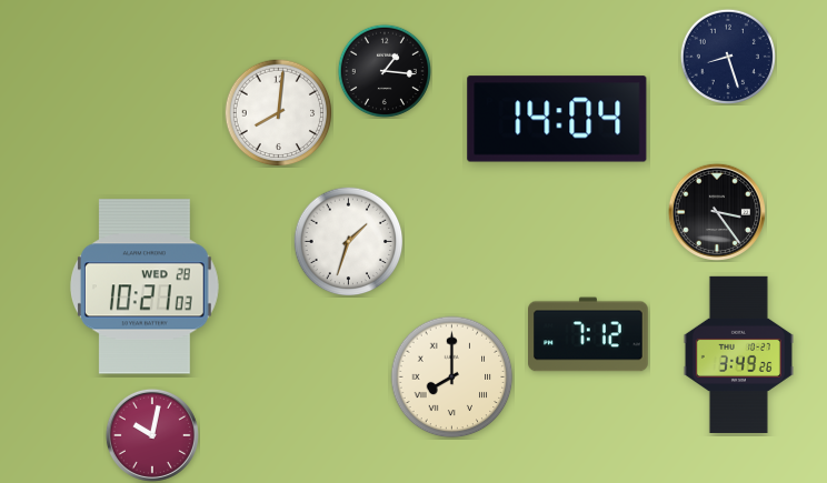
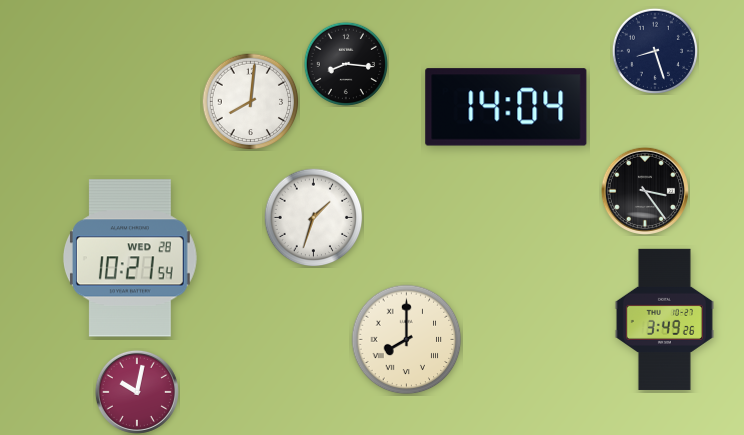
clock at (385, 71): 1:16 -> 8:16
clock at (557, 119) position: (557, 119) -> (506, 107)
clock at (145, 286): 10:21:03 -> 10:21:54
clock at (589, 334): 7:12 -> none
